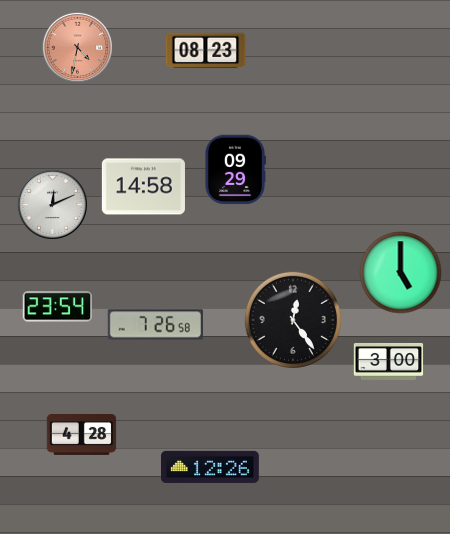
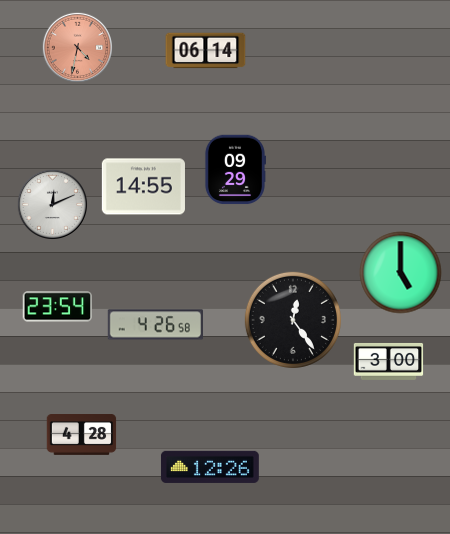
clock at (206, 51): 08:23 -> 06:14
clock at (143, 187): 14:58 -> 14:55
clock at (155, 325): 7:26 -> 4:26
